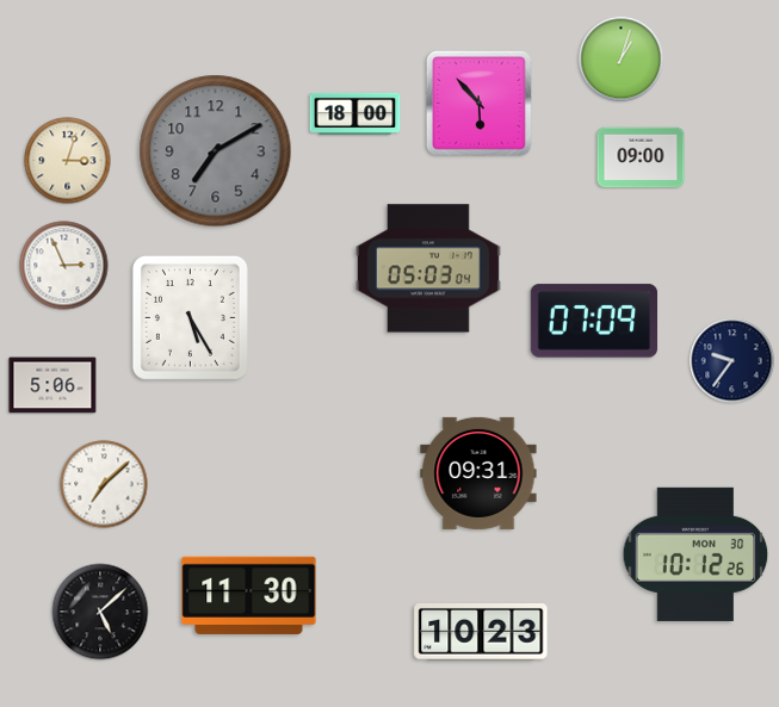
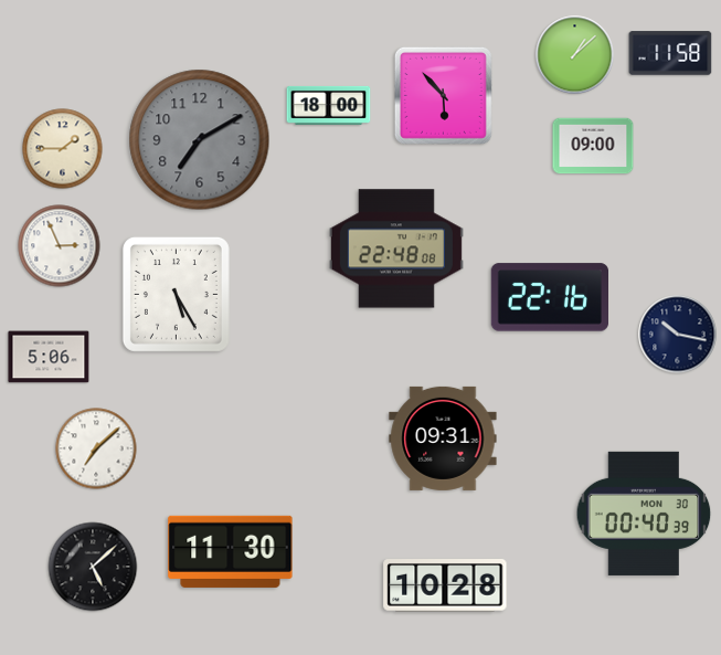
clock at (670, 53): none -> 11:58
clock at (622, 60): 1:03 -> 1:08
clock at (68, 161): 3:03 -> 1:45
clock at (428, 268): 05:03 -> 22:48
clock at (593, 321): 07:09 -> 22:16
clock at (732, 361): 9:36 -> 10:17
clock at (695, 554): 10:12 -> 00:40
clock at (481, 633): 10:23 -> 10:28
